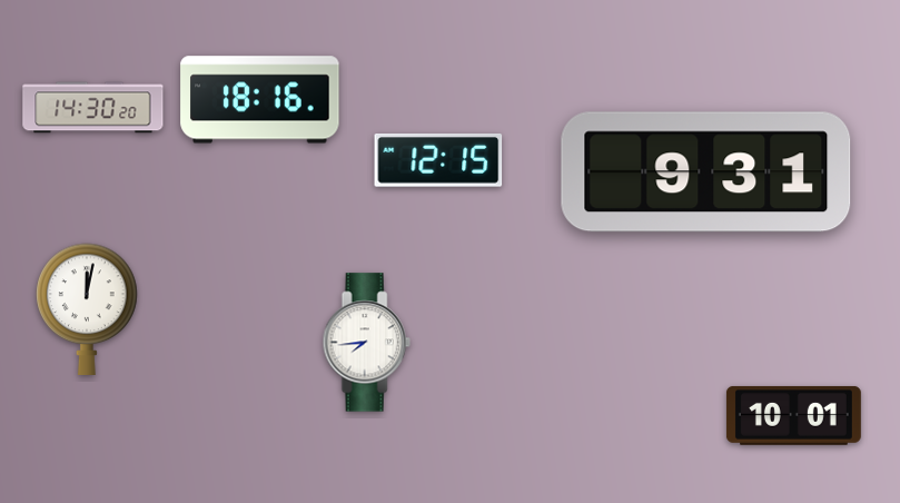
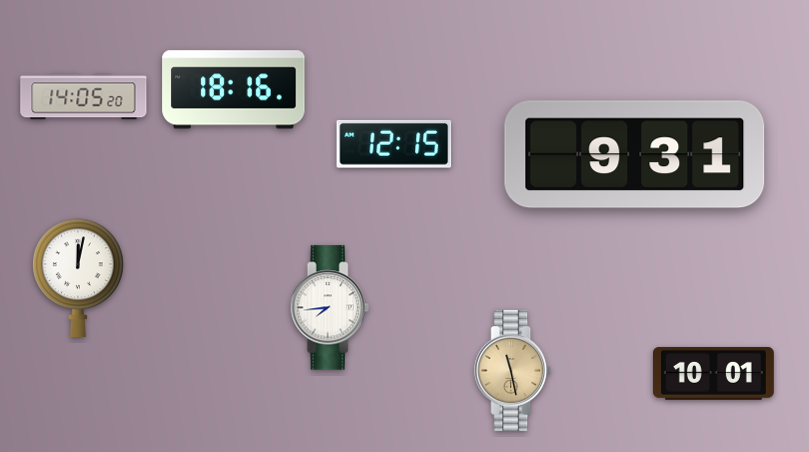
clock at (93, 108): 14:30 -> 14:05
clock at (513, 370): none -> 11:28
